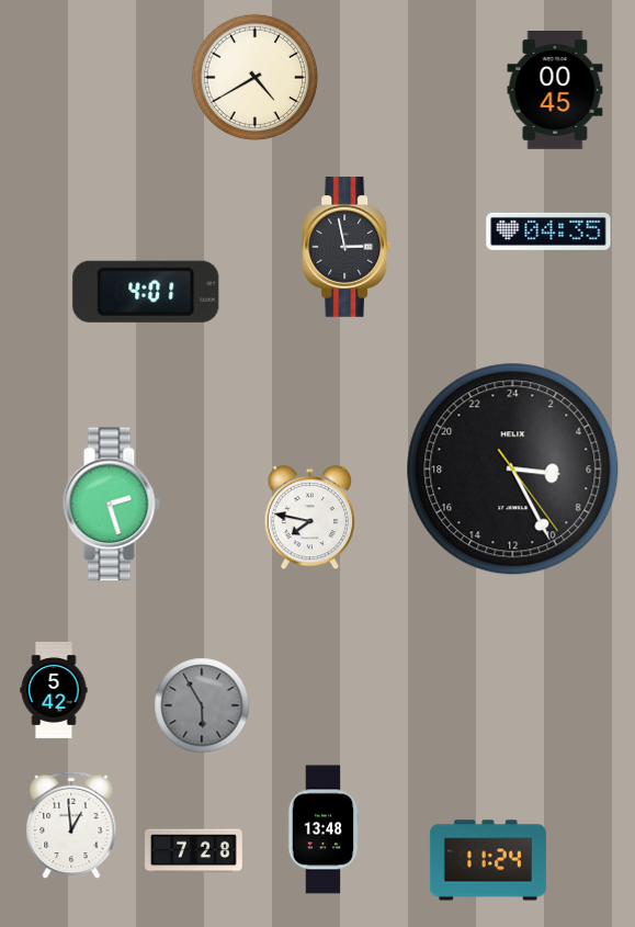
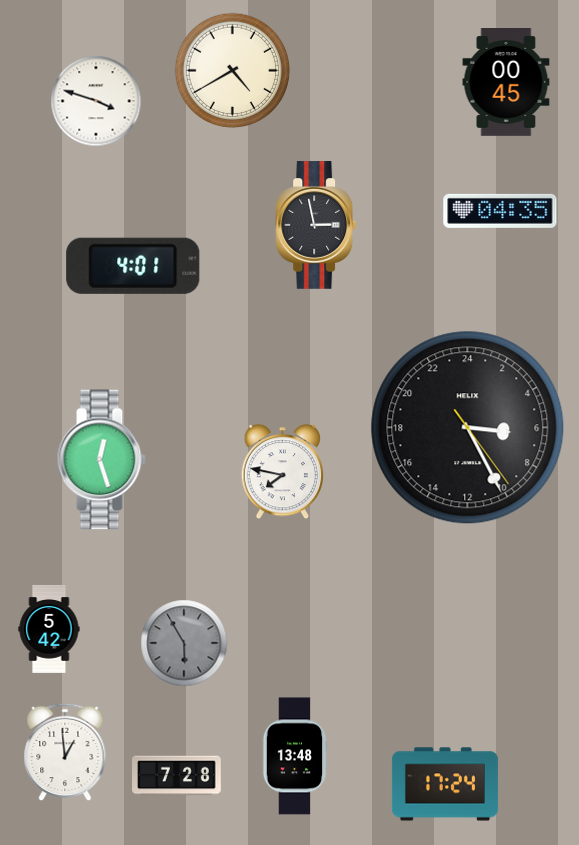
clock at (96, 101): none -> 3:48
clock at (111, 505): 2:27 -> 12:27
clock at (488, 860): 11:24 -> 17:24
